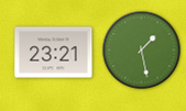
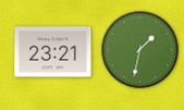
clock at (142, 51): 1:28 -> 1:32
